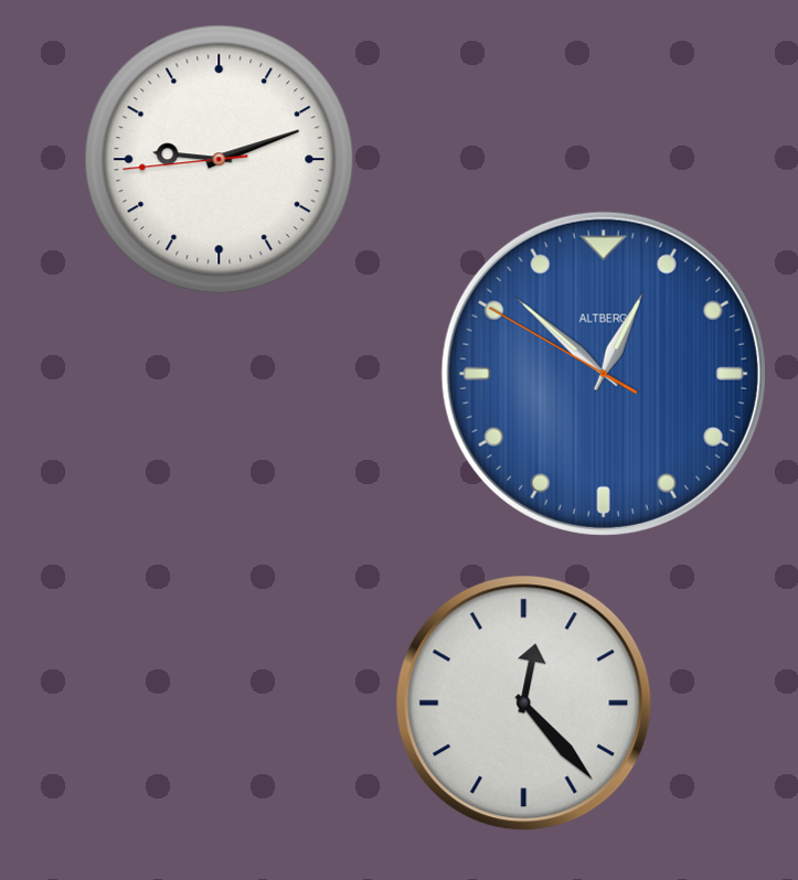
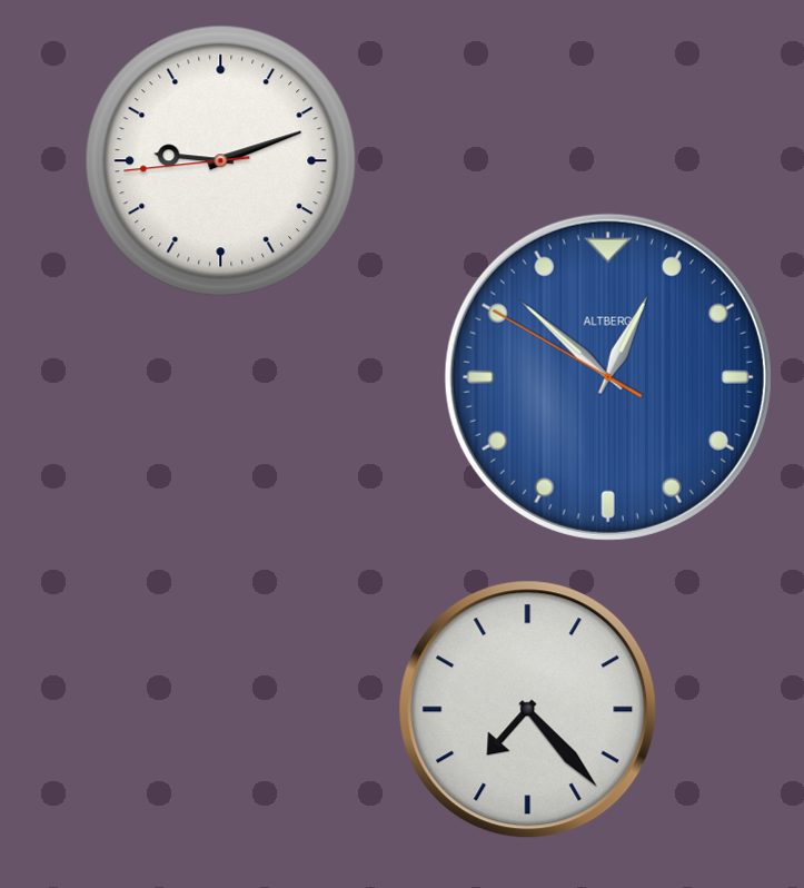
clock at (524, 704): 12:23 -> 7:23
